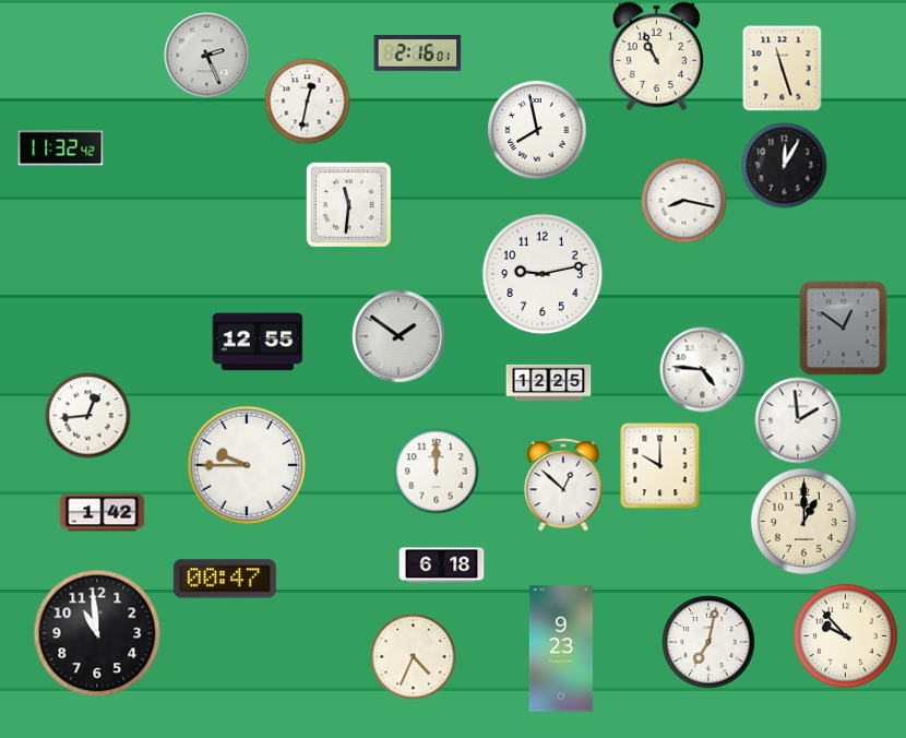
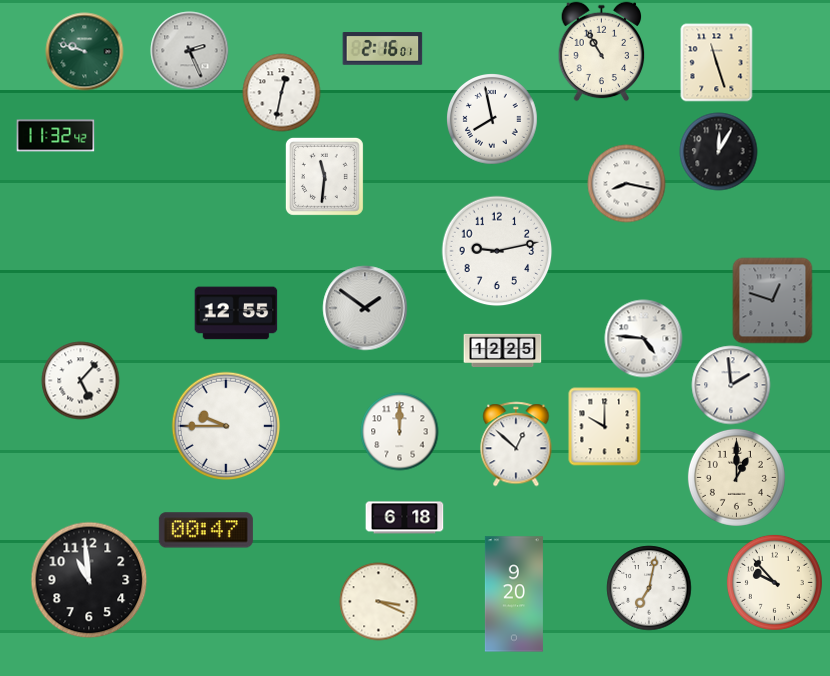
clock at (84, 51): none -> 9:48
clock at (657, 56): 10:56 -> 10:55
clock at (348, 204) position: (348, 204) -> (324, 176)
clock at (844, 328): 12:51 -> 12:48
clock at (87, 415): 12:44 -> 5:07
clock at (102, 513): 1:42 -> none
clock at (561, 648): 9:23 -> 9:20
clock at (413, 656): 4:34 -> 3:19
